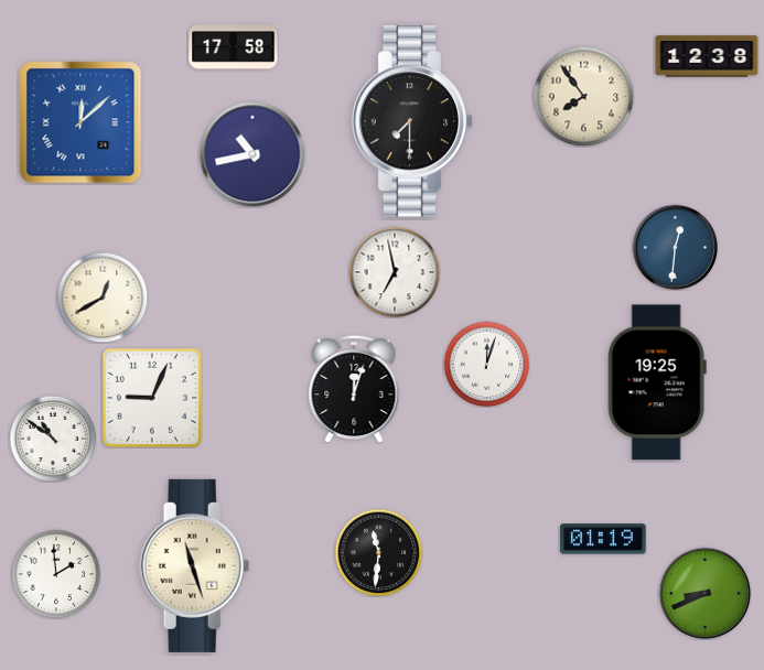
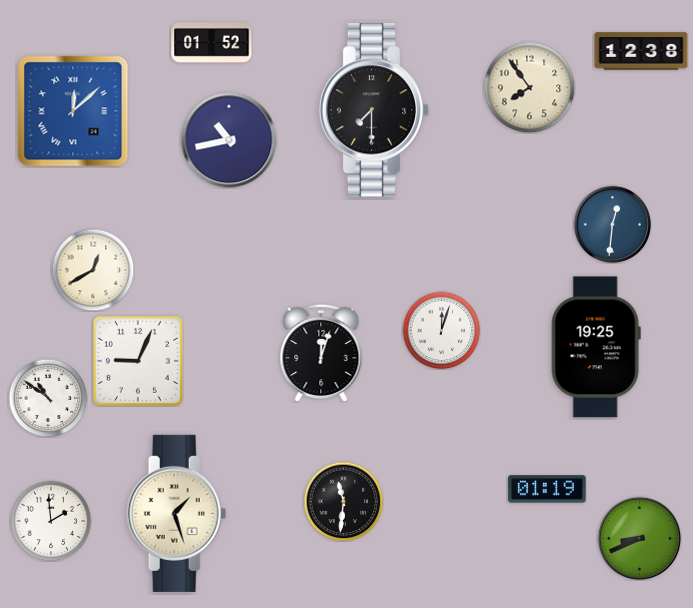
clock at (234, 47): 17:58 -> 01:52
clock at (395, 272): 6:58 -> none
clock at (195, 565): 11:27 -> 1:27
